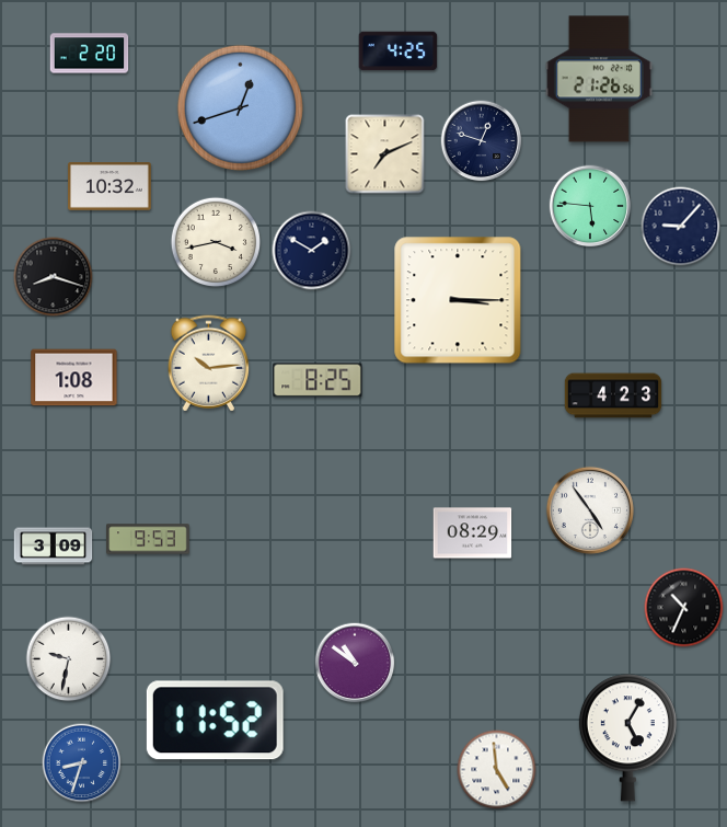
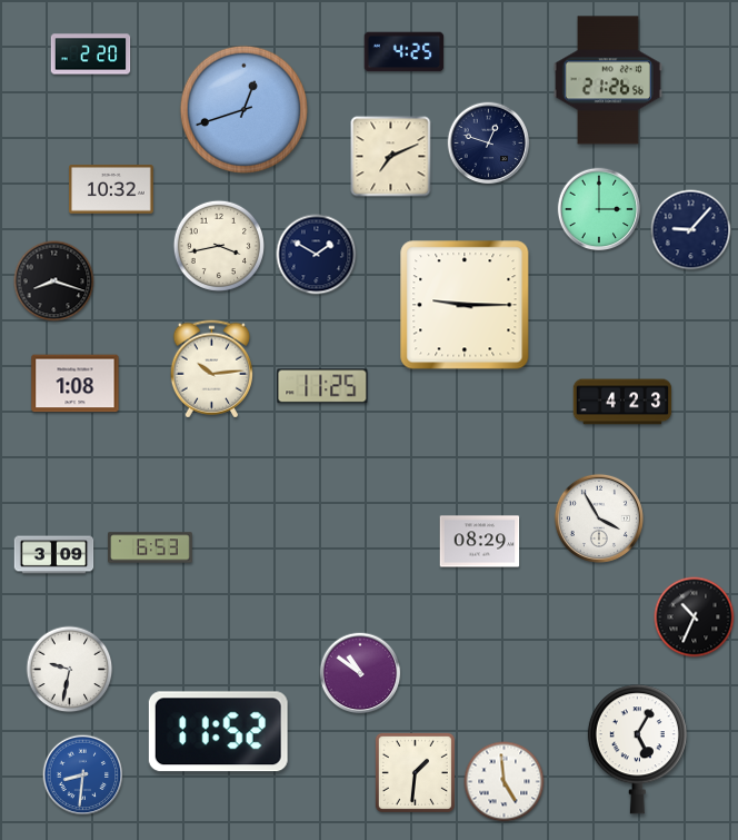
clock at (590, 206): 5:46 -> 3:00
clock at (458, 300): 3:15 -> 9:15
clock at (318, 380): 8:25 -> 11:25
clock at (590, 510): 4:54 -> 3:55
clock at (148, 539): 9:53 -> 6:53
clock at (415, 772): none -> 1:31
clock at (82, 763): 8:33 -> 8:31
